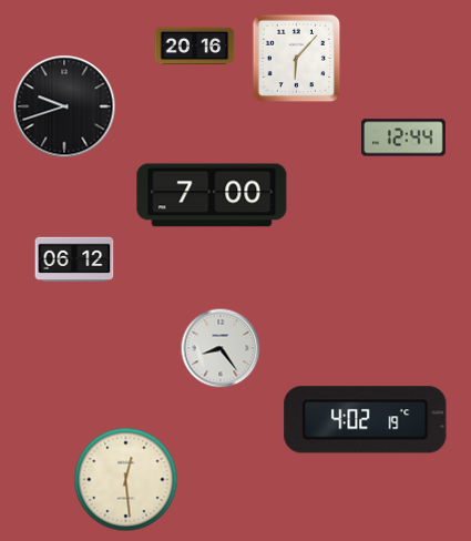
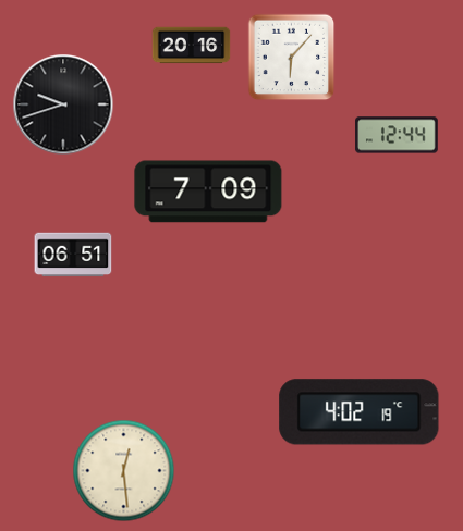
clock at (212, 195): 7:00 -> 7:09
clock at (74, 259): 06:12 -> 06:51
clock at (221, 348): 8:24 -> none
